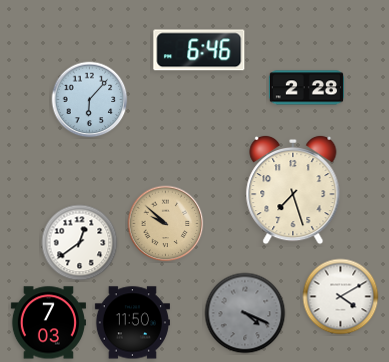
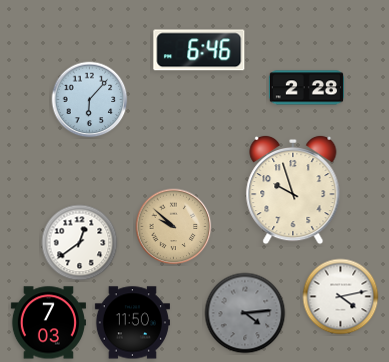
clock at (293, 190): 7:27 -> 9:57
clock at (166, 224) position: (166, 224) -> (174, 227)
clock at (341, 297): 4:10 -> 4:13
clock at (245, 313): 4:19 -> 4:14
